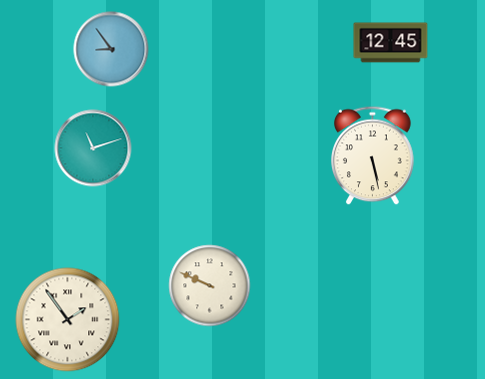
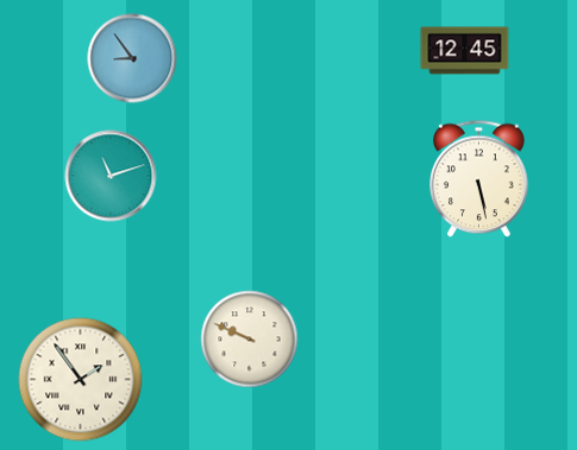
clock at (373, 156) position: (373, 156) -> (479, 179)
